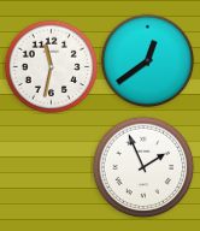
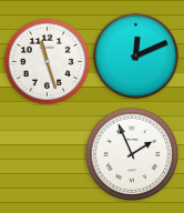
clock at (147, 60): 12:39 -> 12:11
clock at (51, 66): 11:32 -> 11:27
